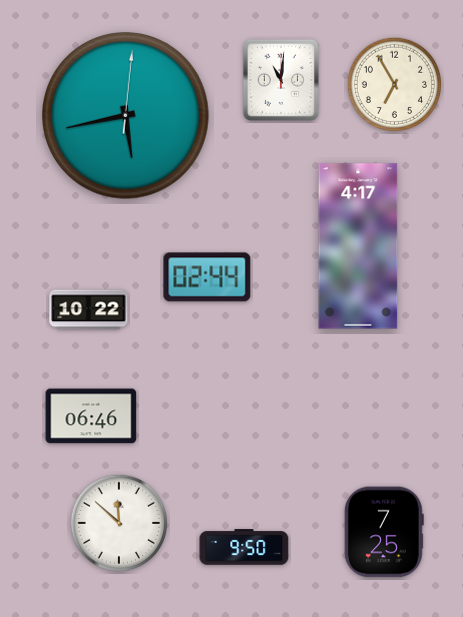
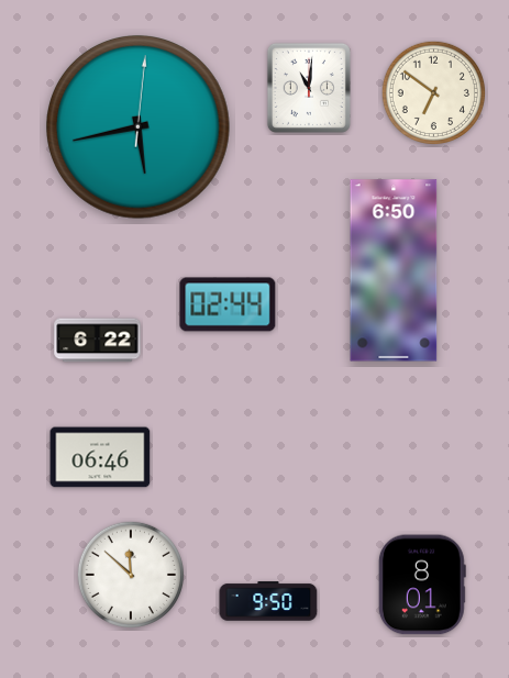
clock at (394, 84): 6:55 -> 6:51
clock at (358, 246): 4:17 -> 6:50
clock at (89, 310): 10:22 -> 6:22
clock at (384, 532): 7:25 -> 8:01
